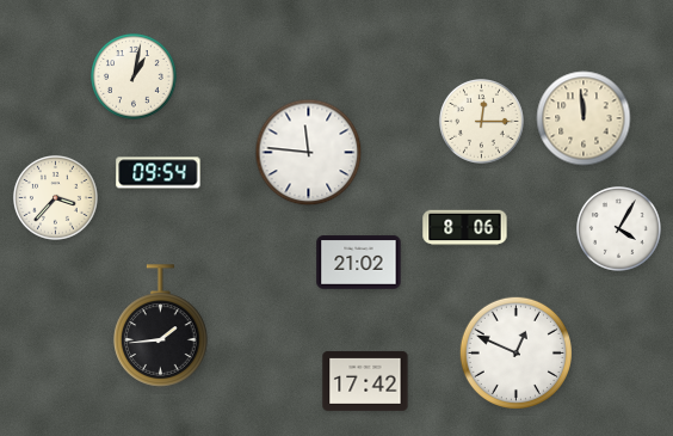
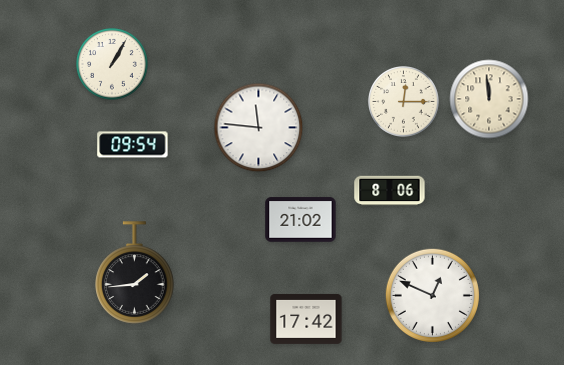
clock at (134, 76): 1:02 -> 1:05
clock at (56, 198): 3:37 -> none
clock at (619, 229): 4:05 -> none
